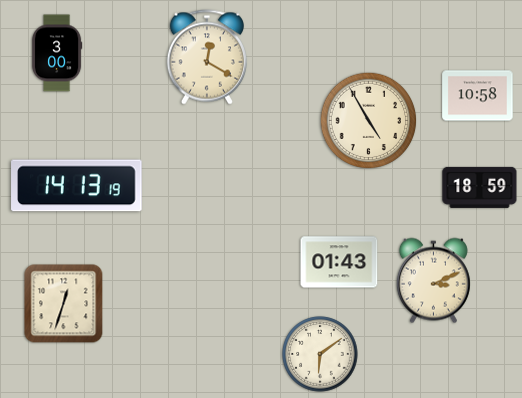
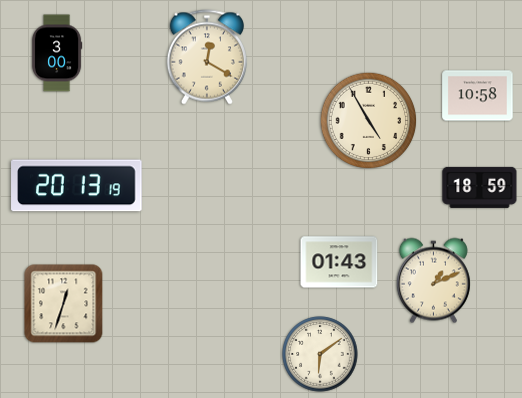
clock at (77, 186): 14:13 -> 20:13
clock at (433, 281): 3:11 -> 1:11
